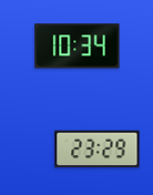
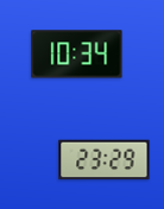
clock at (78, 47) position: (78, 47) -> (77, 55)
